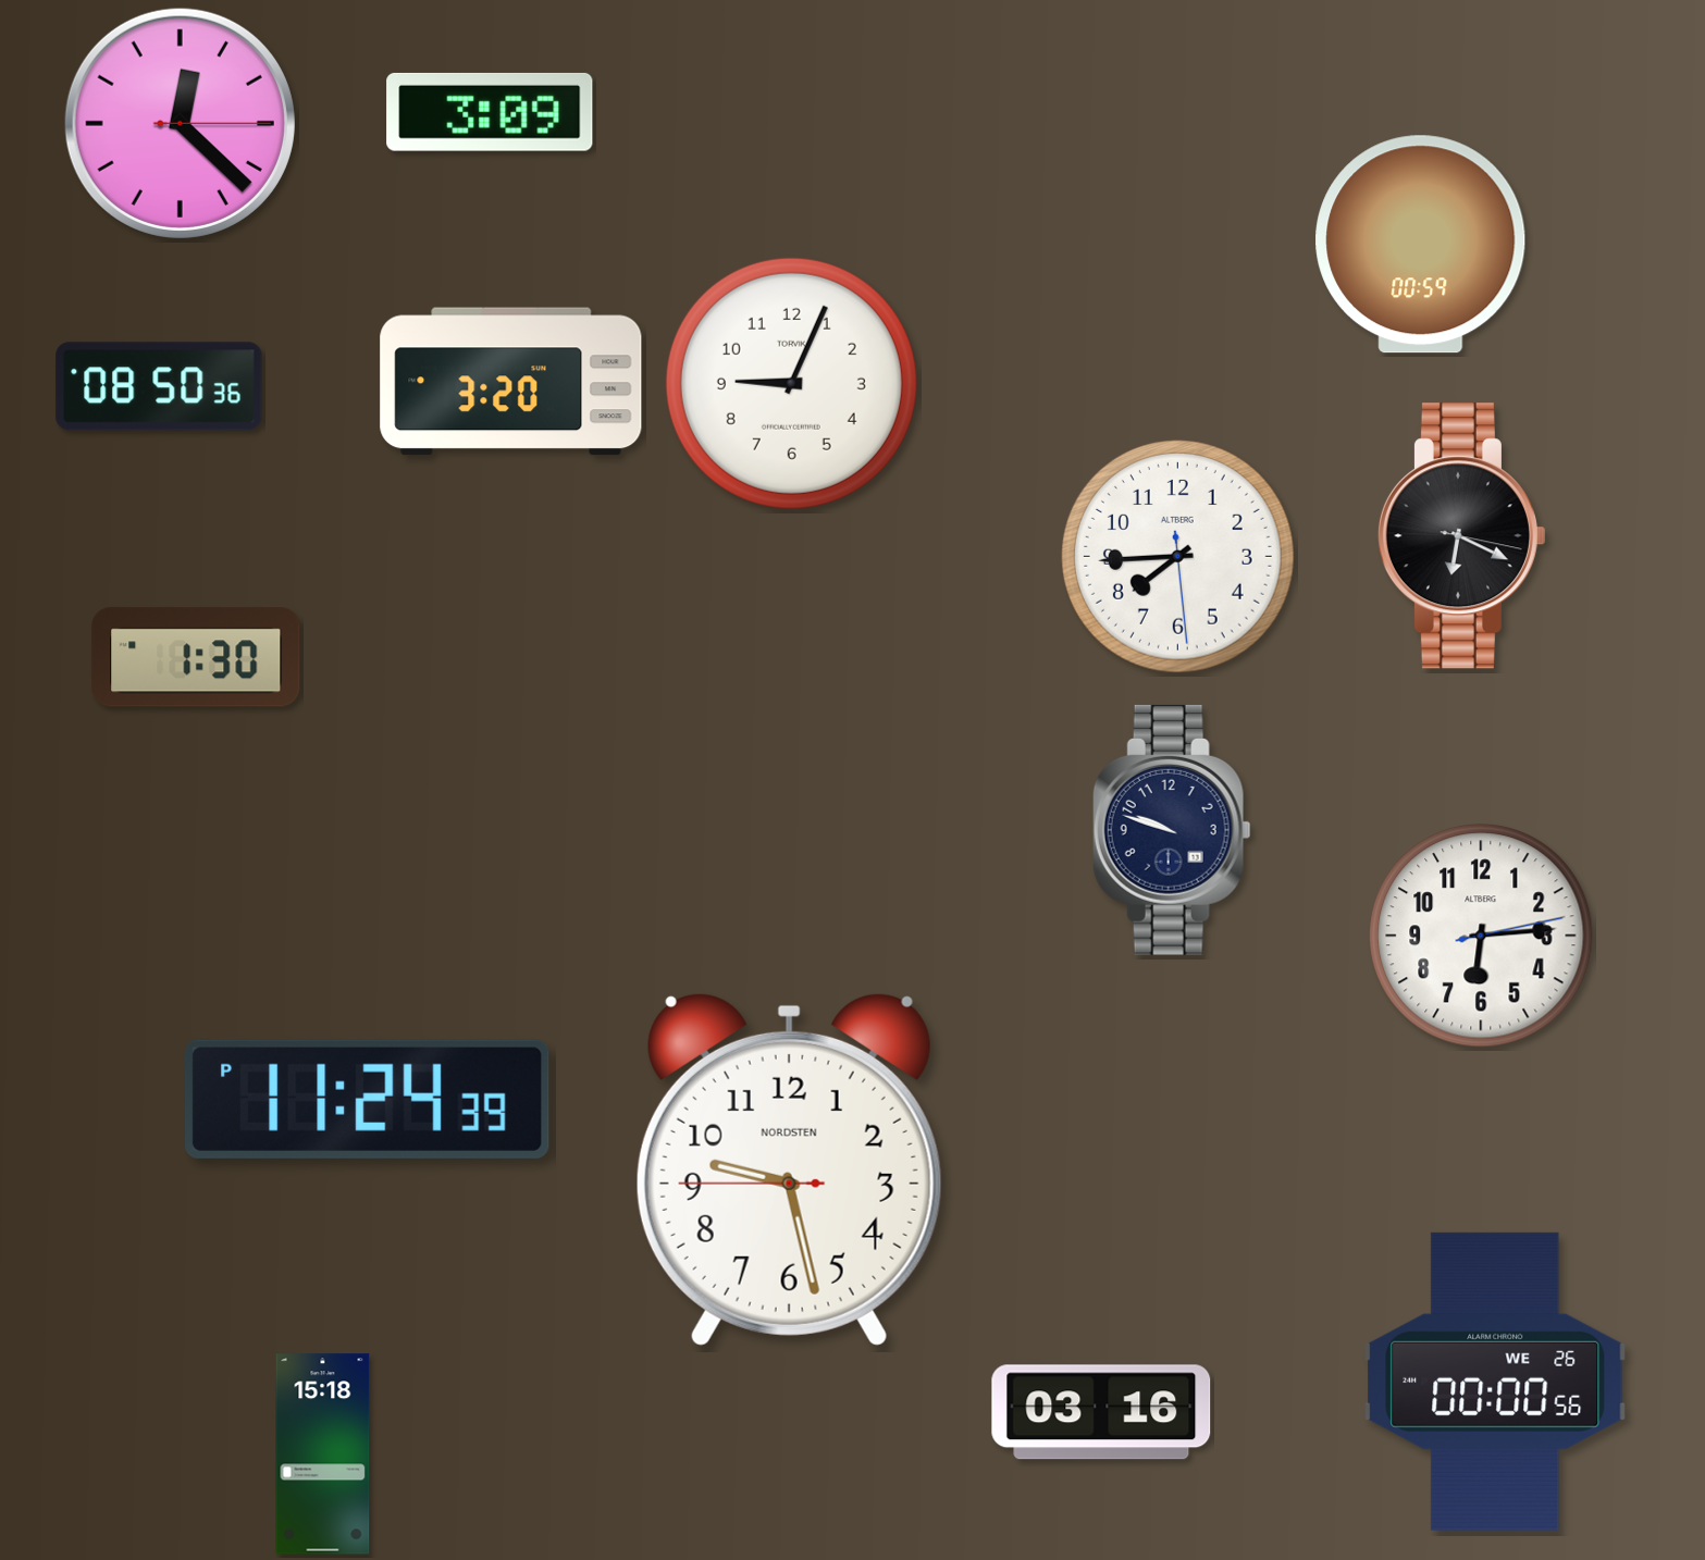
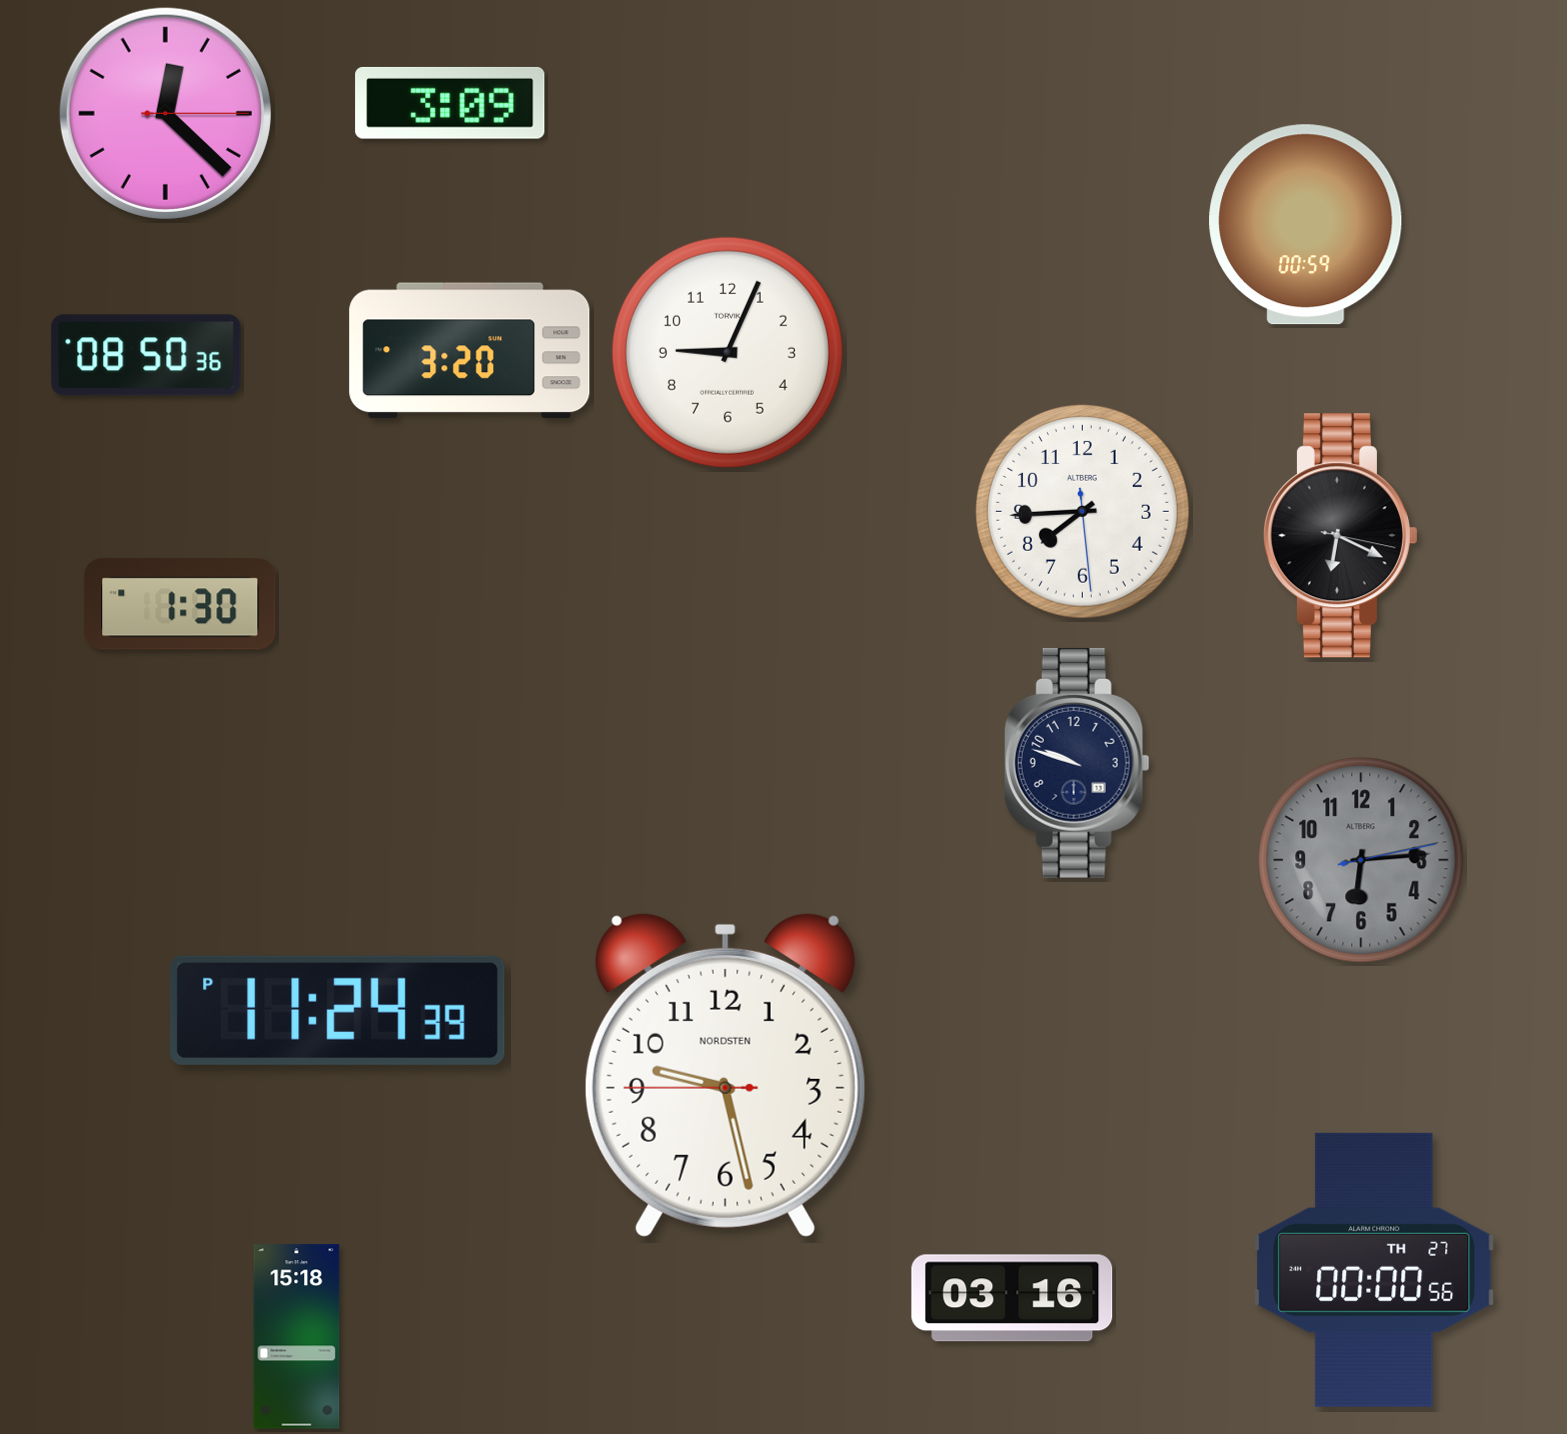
clock at (1461, 536) position: (1461, 536) -> (1340, 536)
clock at (1481, 936) dial: white -> grey
clock at (1495, 1382) date: WE 26 -> TH 27
